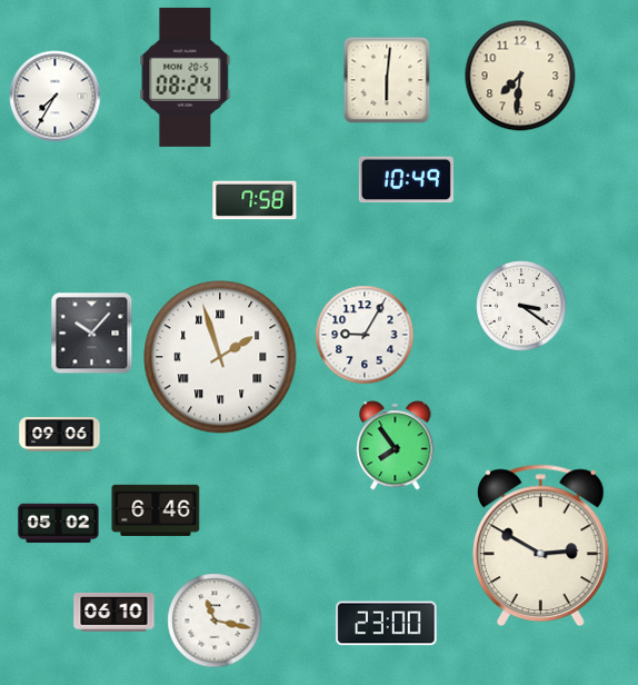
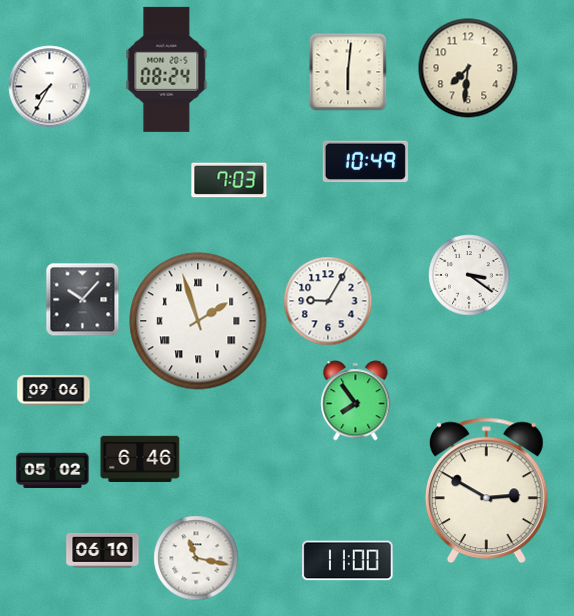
clock at (255, 200): 7:58 -> 7:03
clock at (215, 621) position: (215, 621) -> (196, 558)
clock at (387, 624): 23:00 -> 11:00
